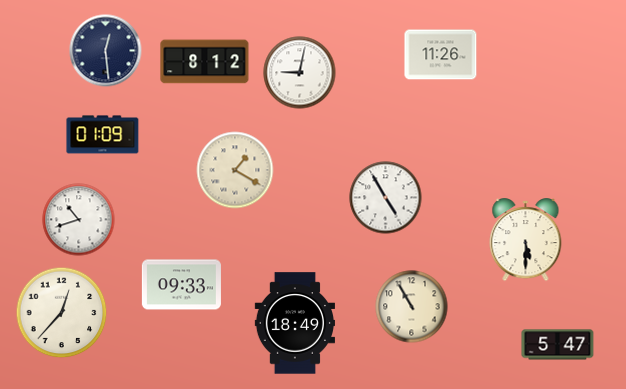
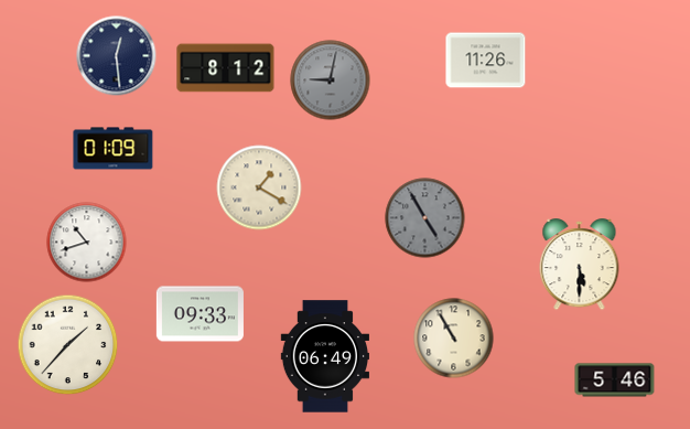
clock at (300, 73) dial: white -> grey
clock at (386, 198) dial: white -> grey
clock at (62, 313): 12:37 -> 1:37
clock at (294, 323): 18:49 -> 06:49
clock at (558, 345): 5:47 -> 5:46
